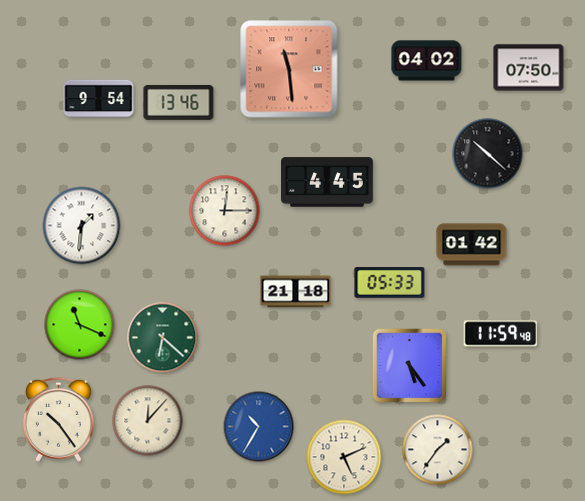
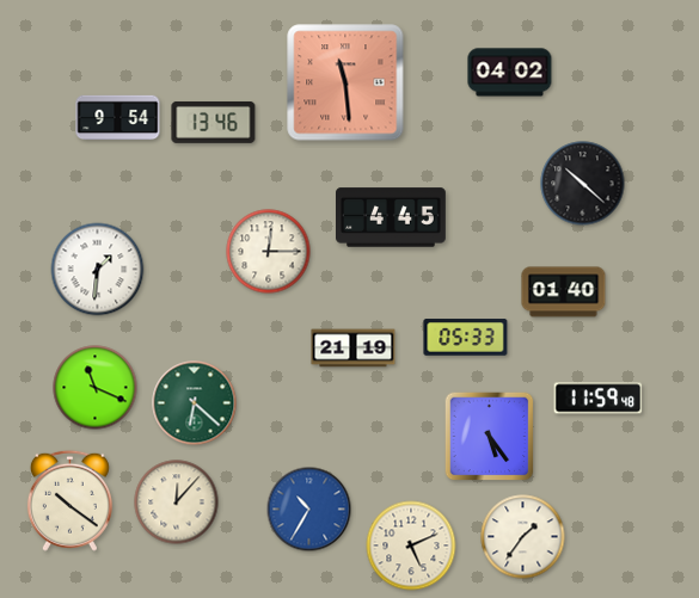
clock at (529, 68): 07:50 -> none
clock at (472, 245): 01:42 -> 01:40
clock at (296, 292): 21:18 -> 21:19
clock at (58, 419): 10:24 -> 10:21
